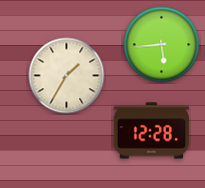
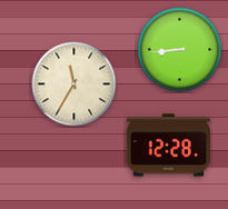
clock at (162, 45): 5:44 -> 8:44
clock at (67, 76): 1:35 -> 11:35
